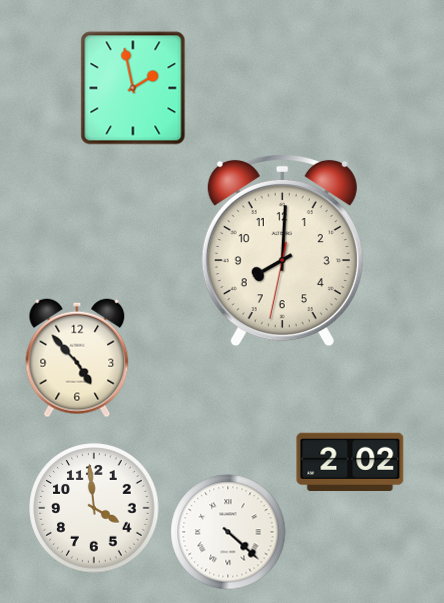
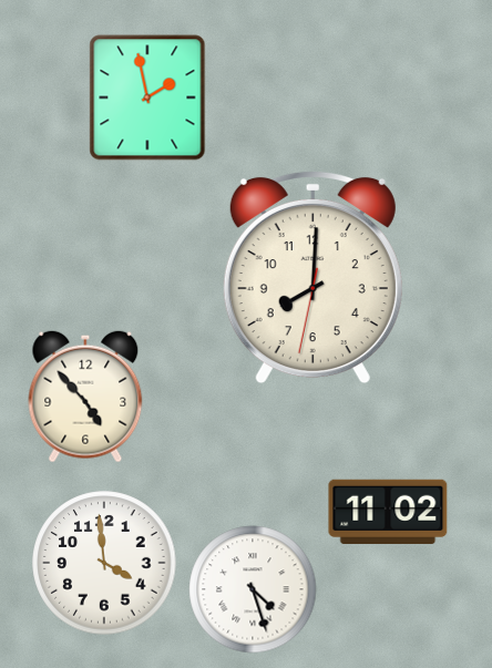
clock at (350, 461): 2:02 -> 11:02
clock at (228, 532): 4:22 -> 4:27
